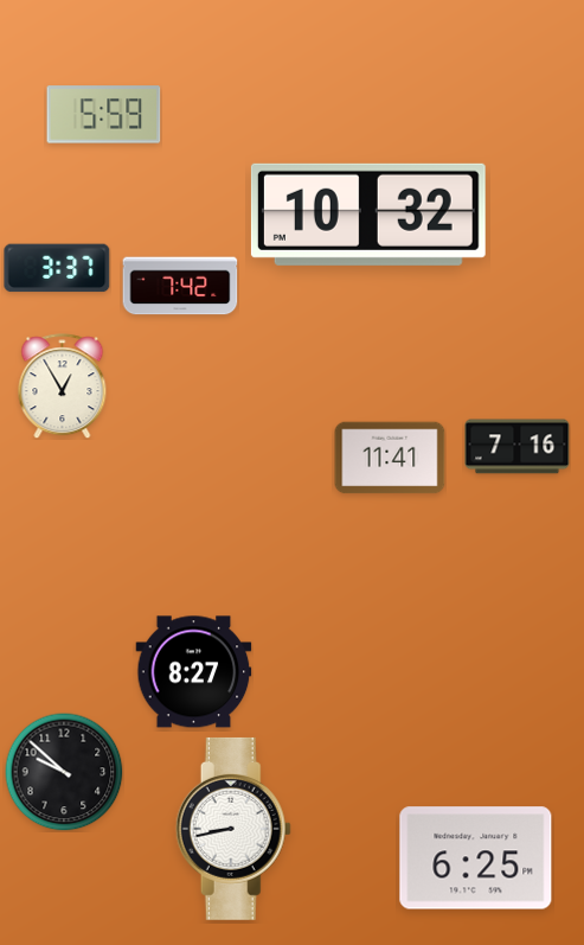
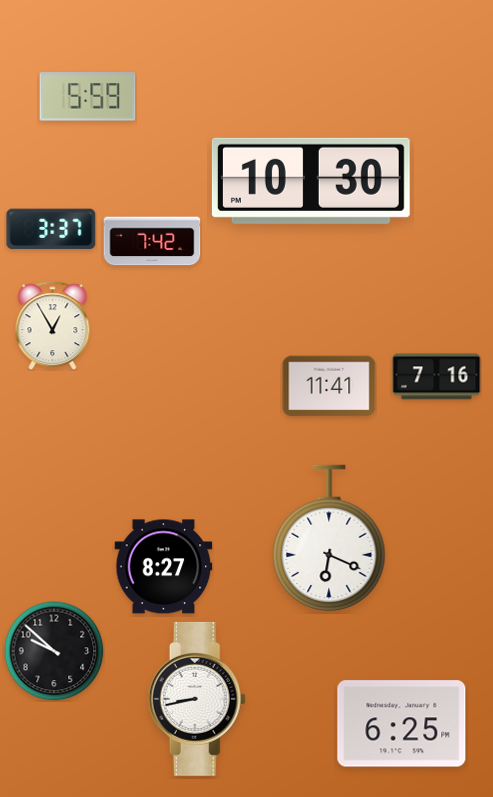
clock at (368, 215): 10:32 -> 10:30
clock at (57, 268) position: (57, 268) -> (51, 229)
clock at (329, 538): none -> 6:19
